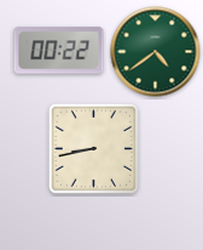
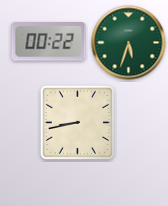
clock at (156, 52): 4:39 -> 5:33
